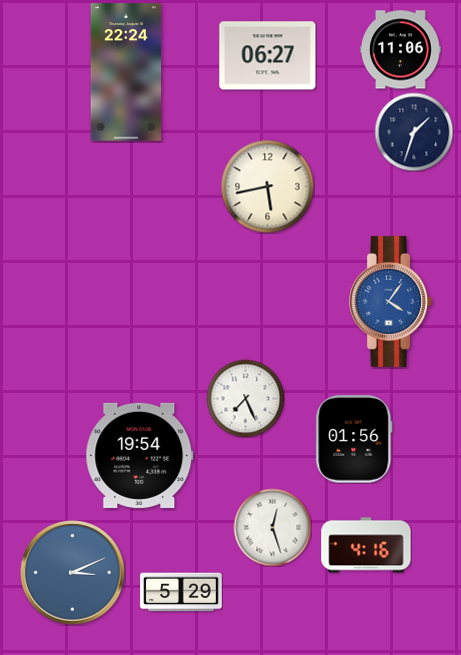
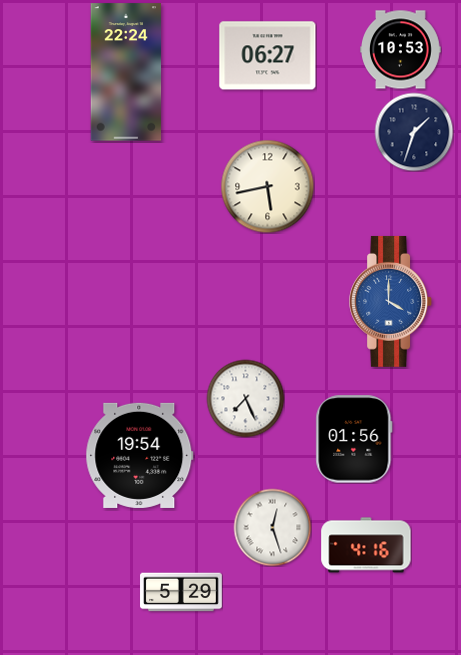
clock at (401, 50): 11:06 -> 10:53
clock at (391, 301): 4:06 -> 4:00
clock at (73, 573): 3:11 -> none
